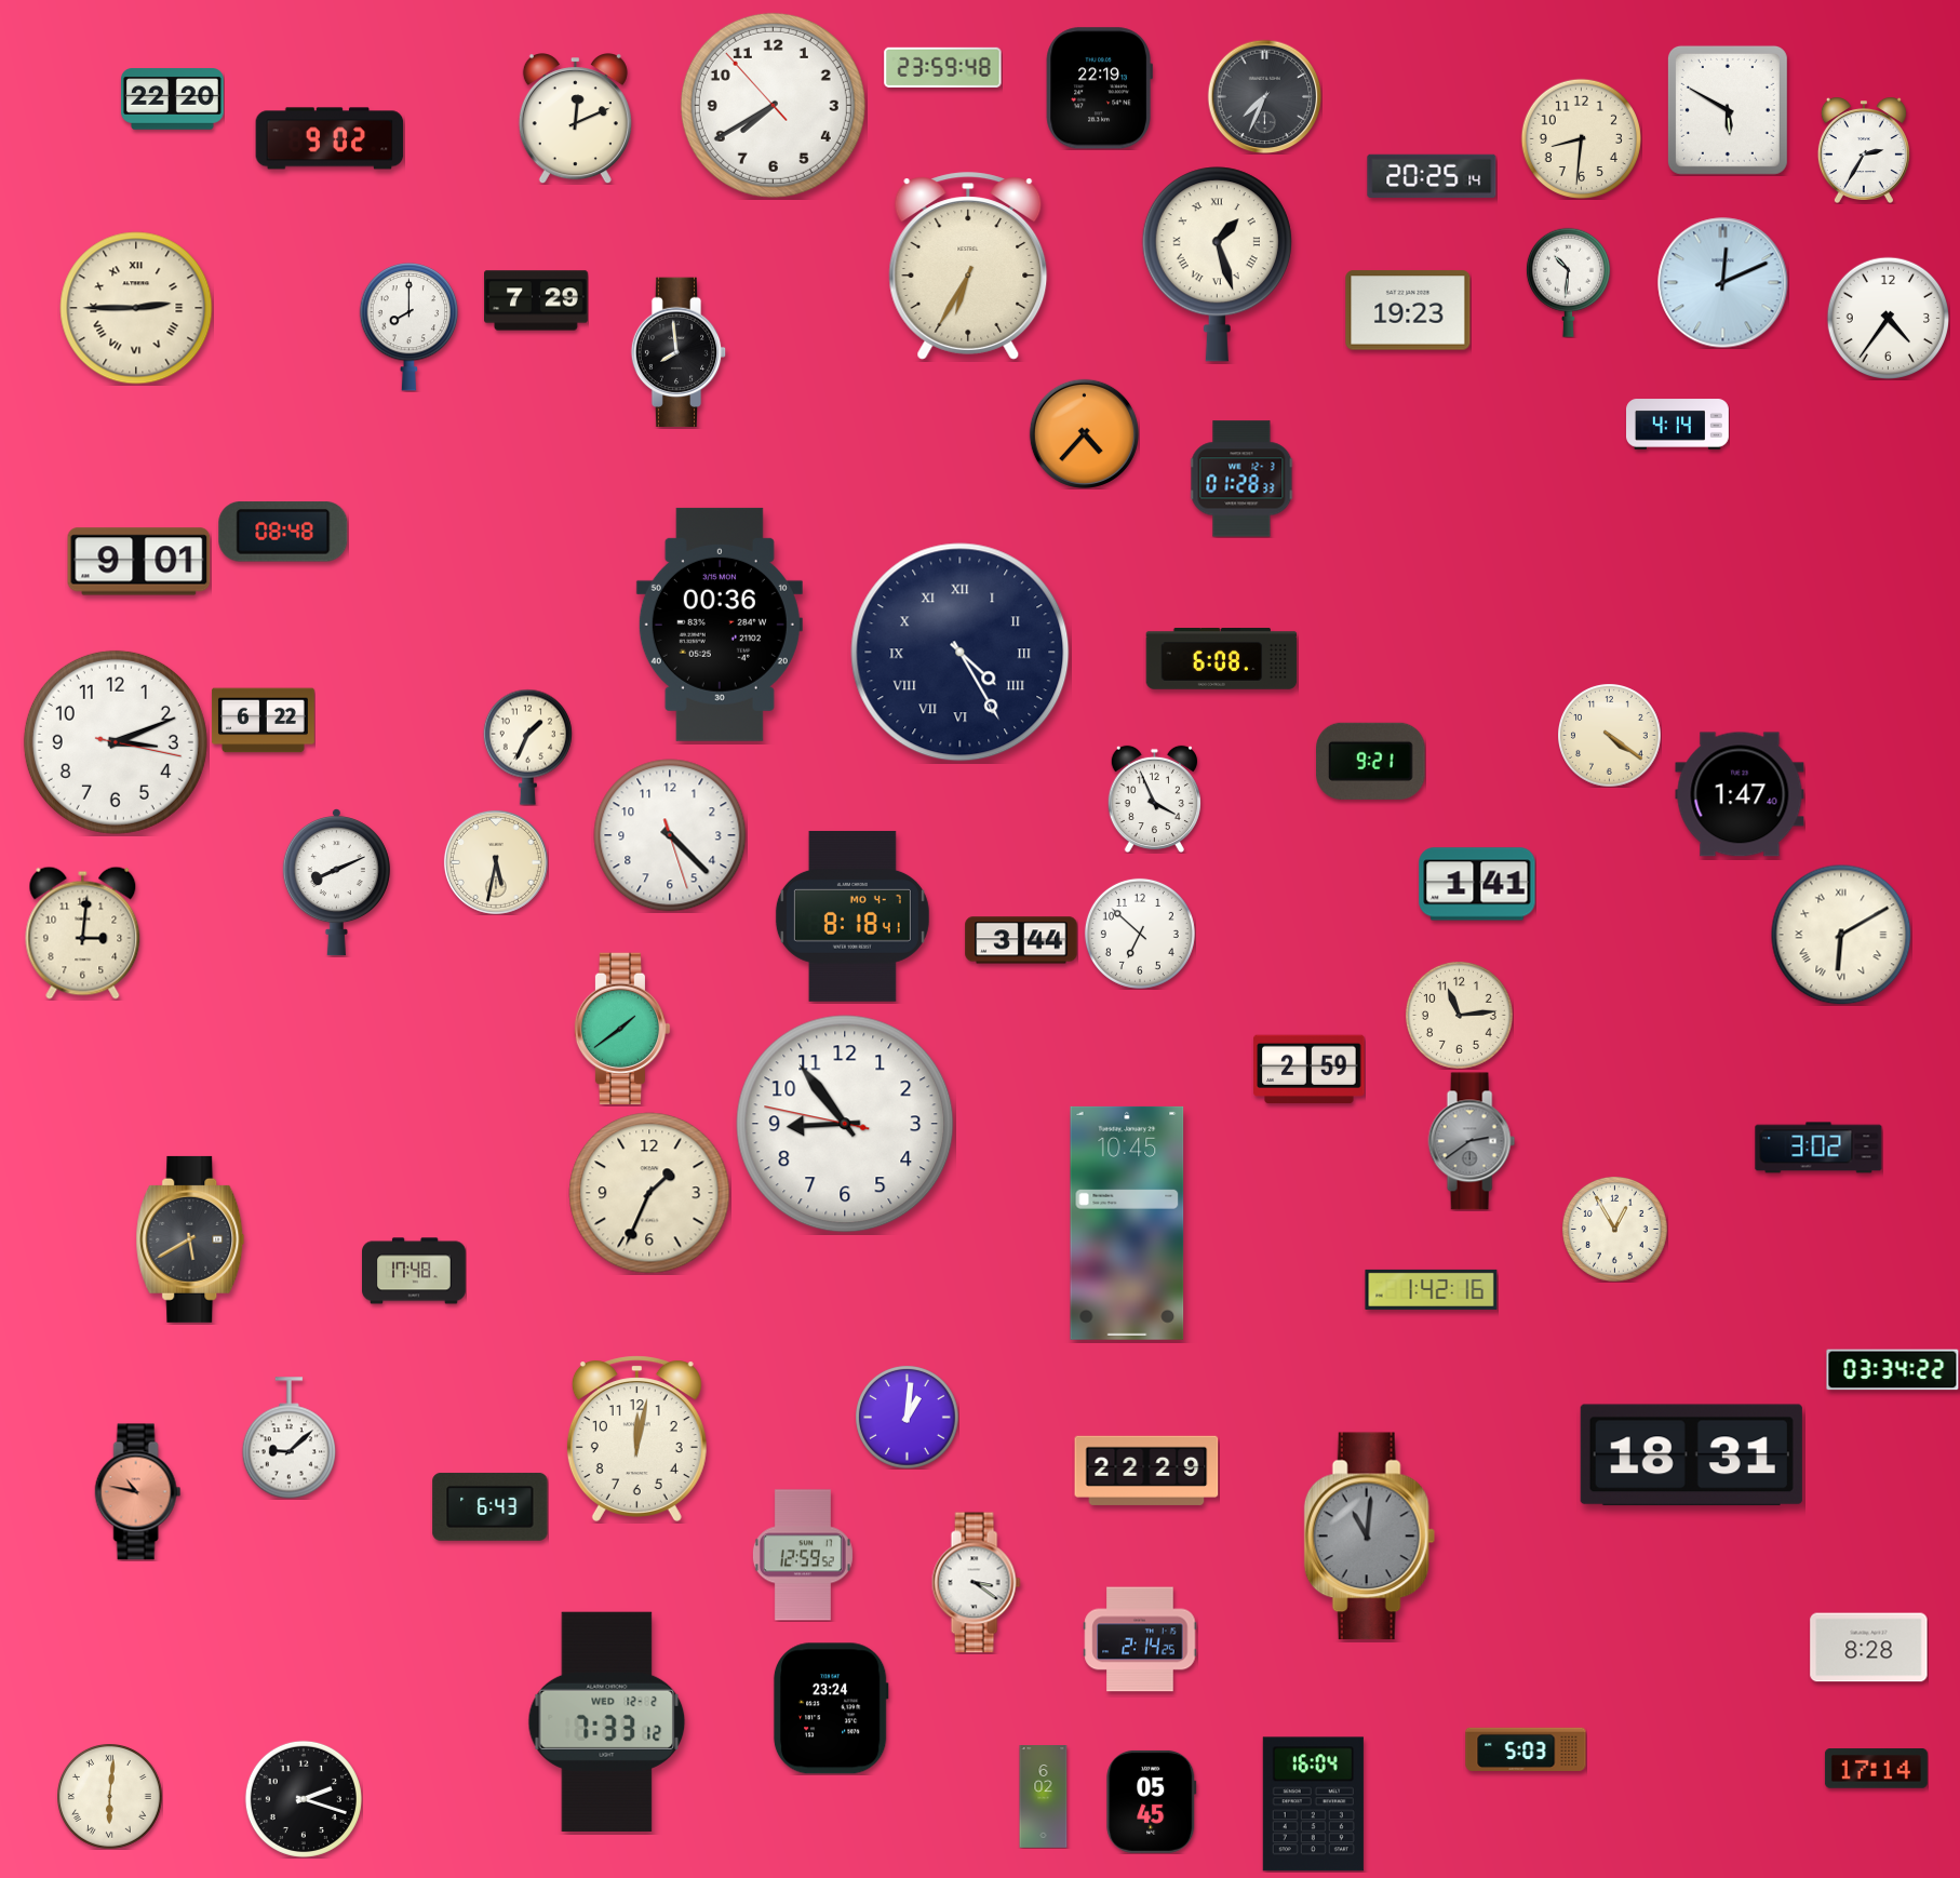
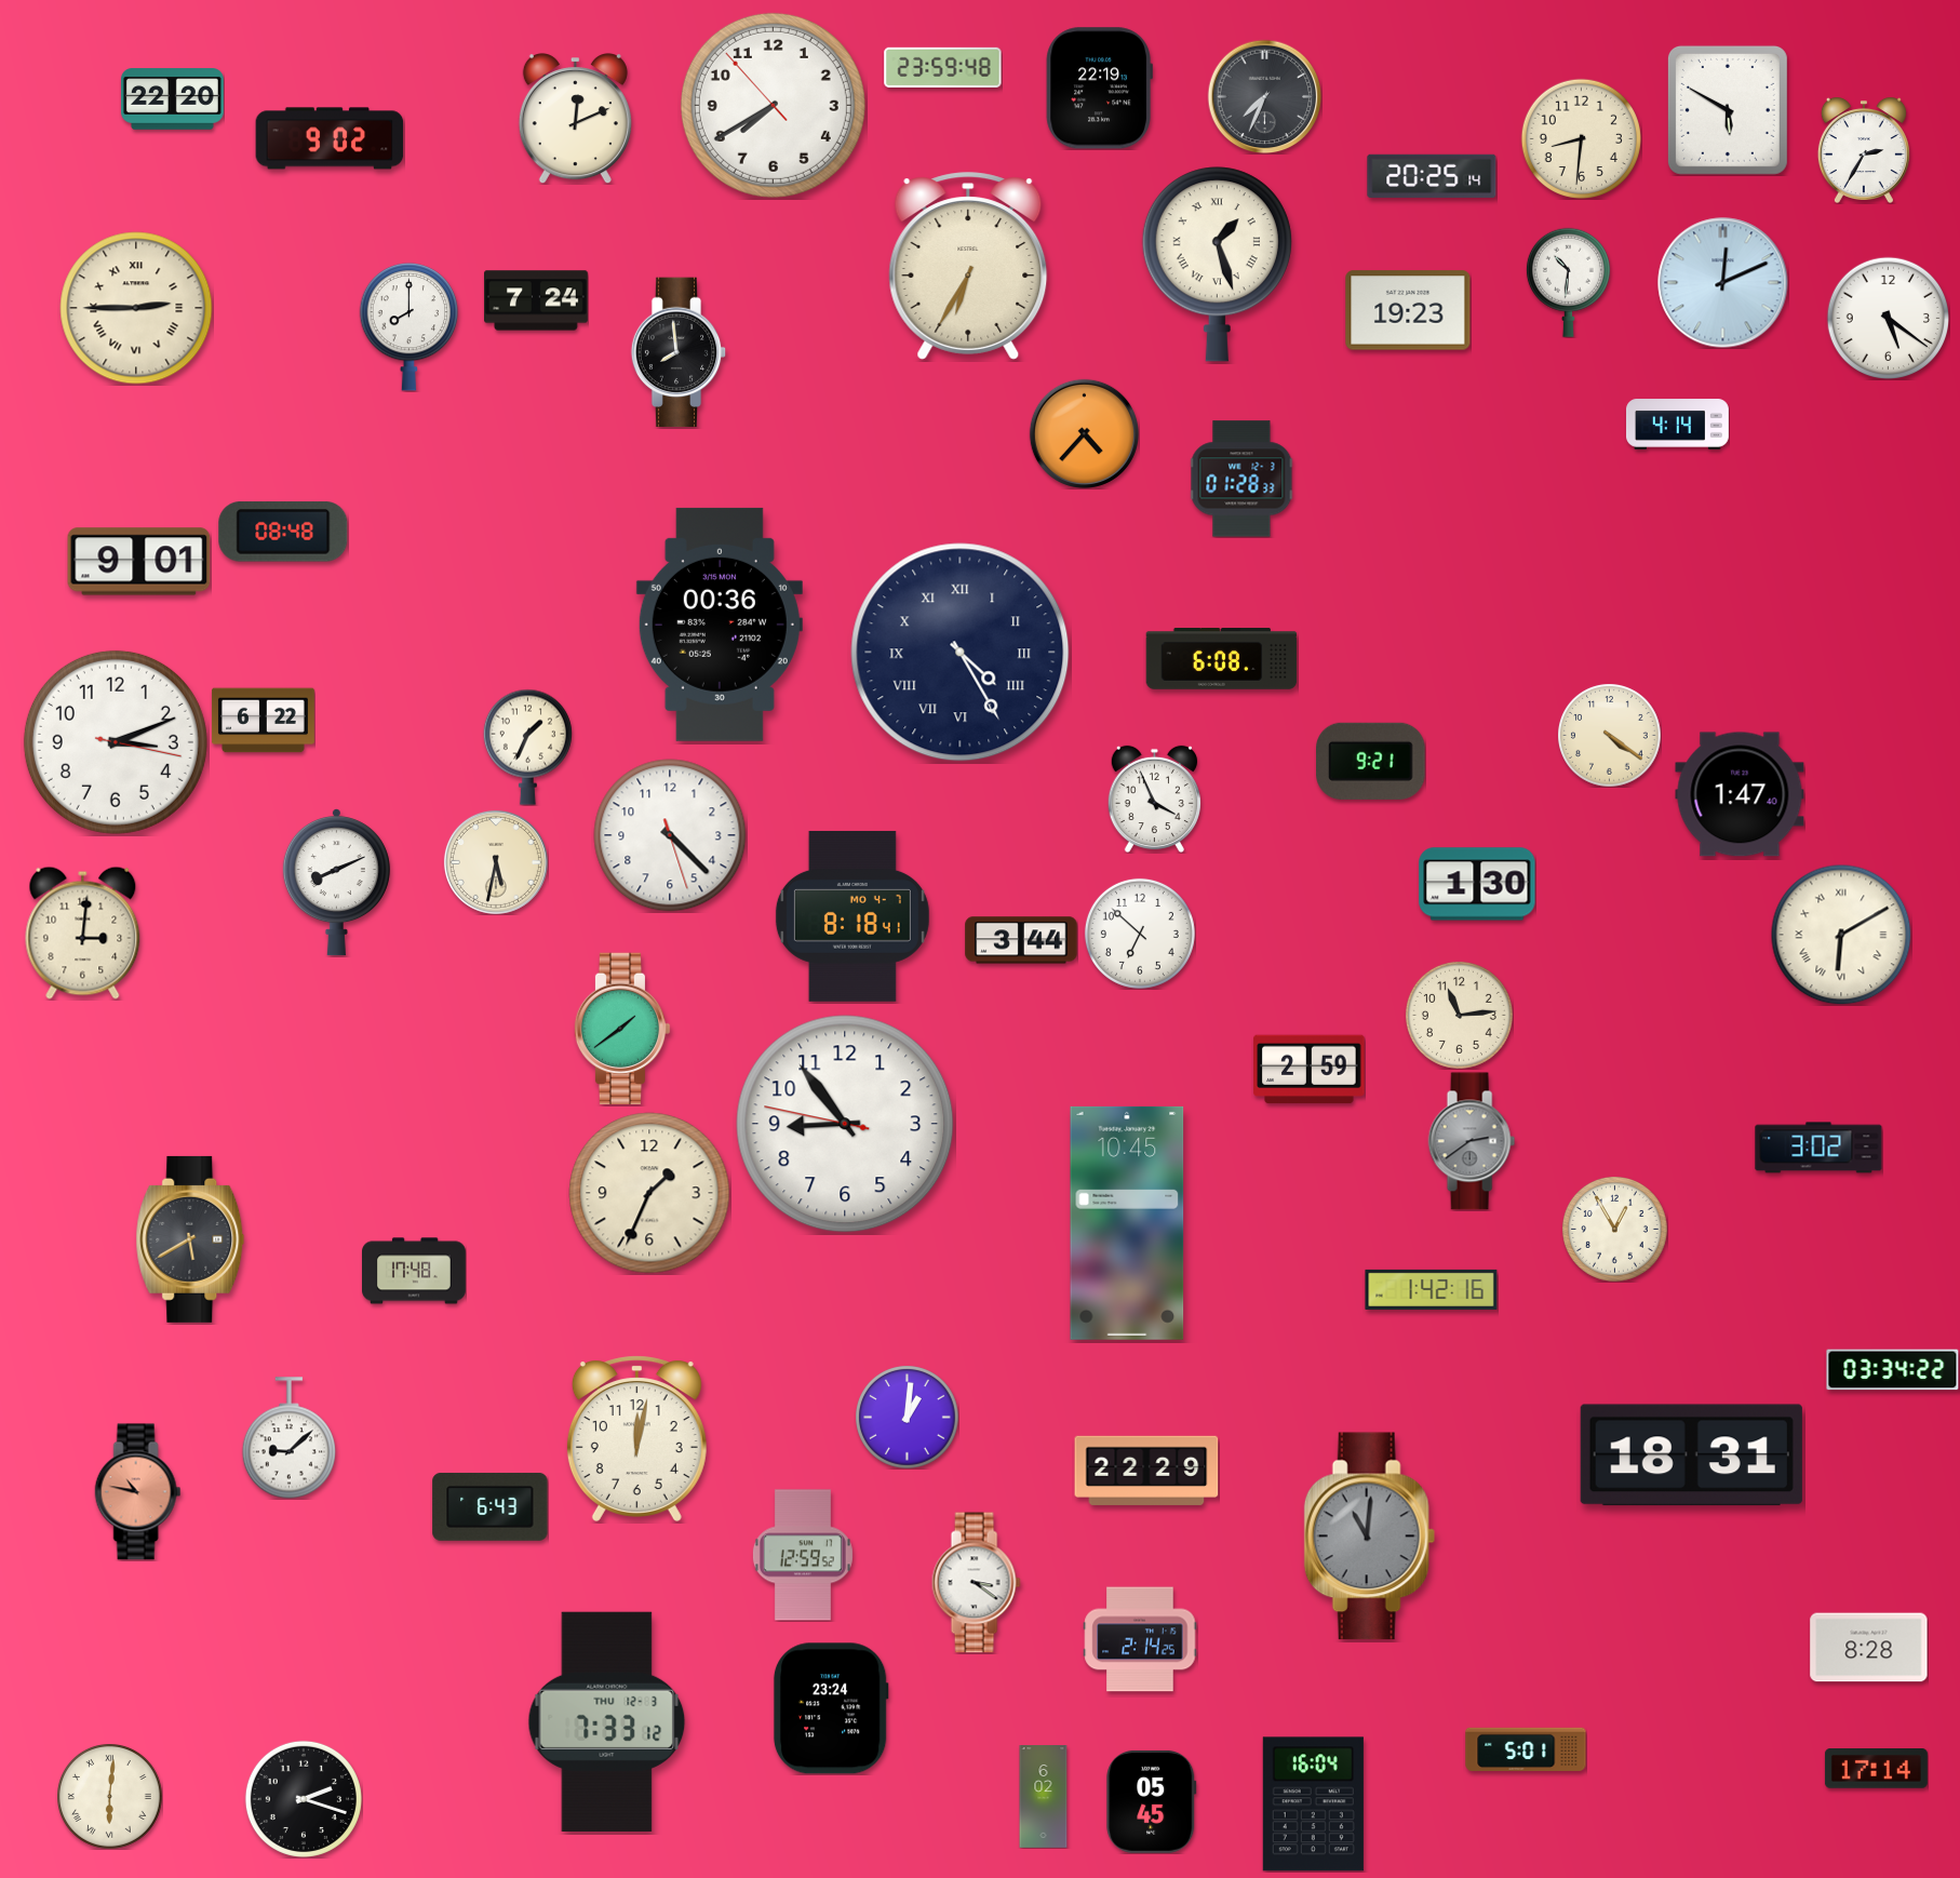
clock at (537, 300): 7:29 -> 7:24
clock at (1888, 318): 4:36 -> 5:21
clock at (1477, 884): 1:41 -> 1:30
clock at (607, 1721) date: WED 12-2 -> THU 12-3
clock at (1526, 1749): 5:03 -> 5:01
